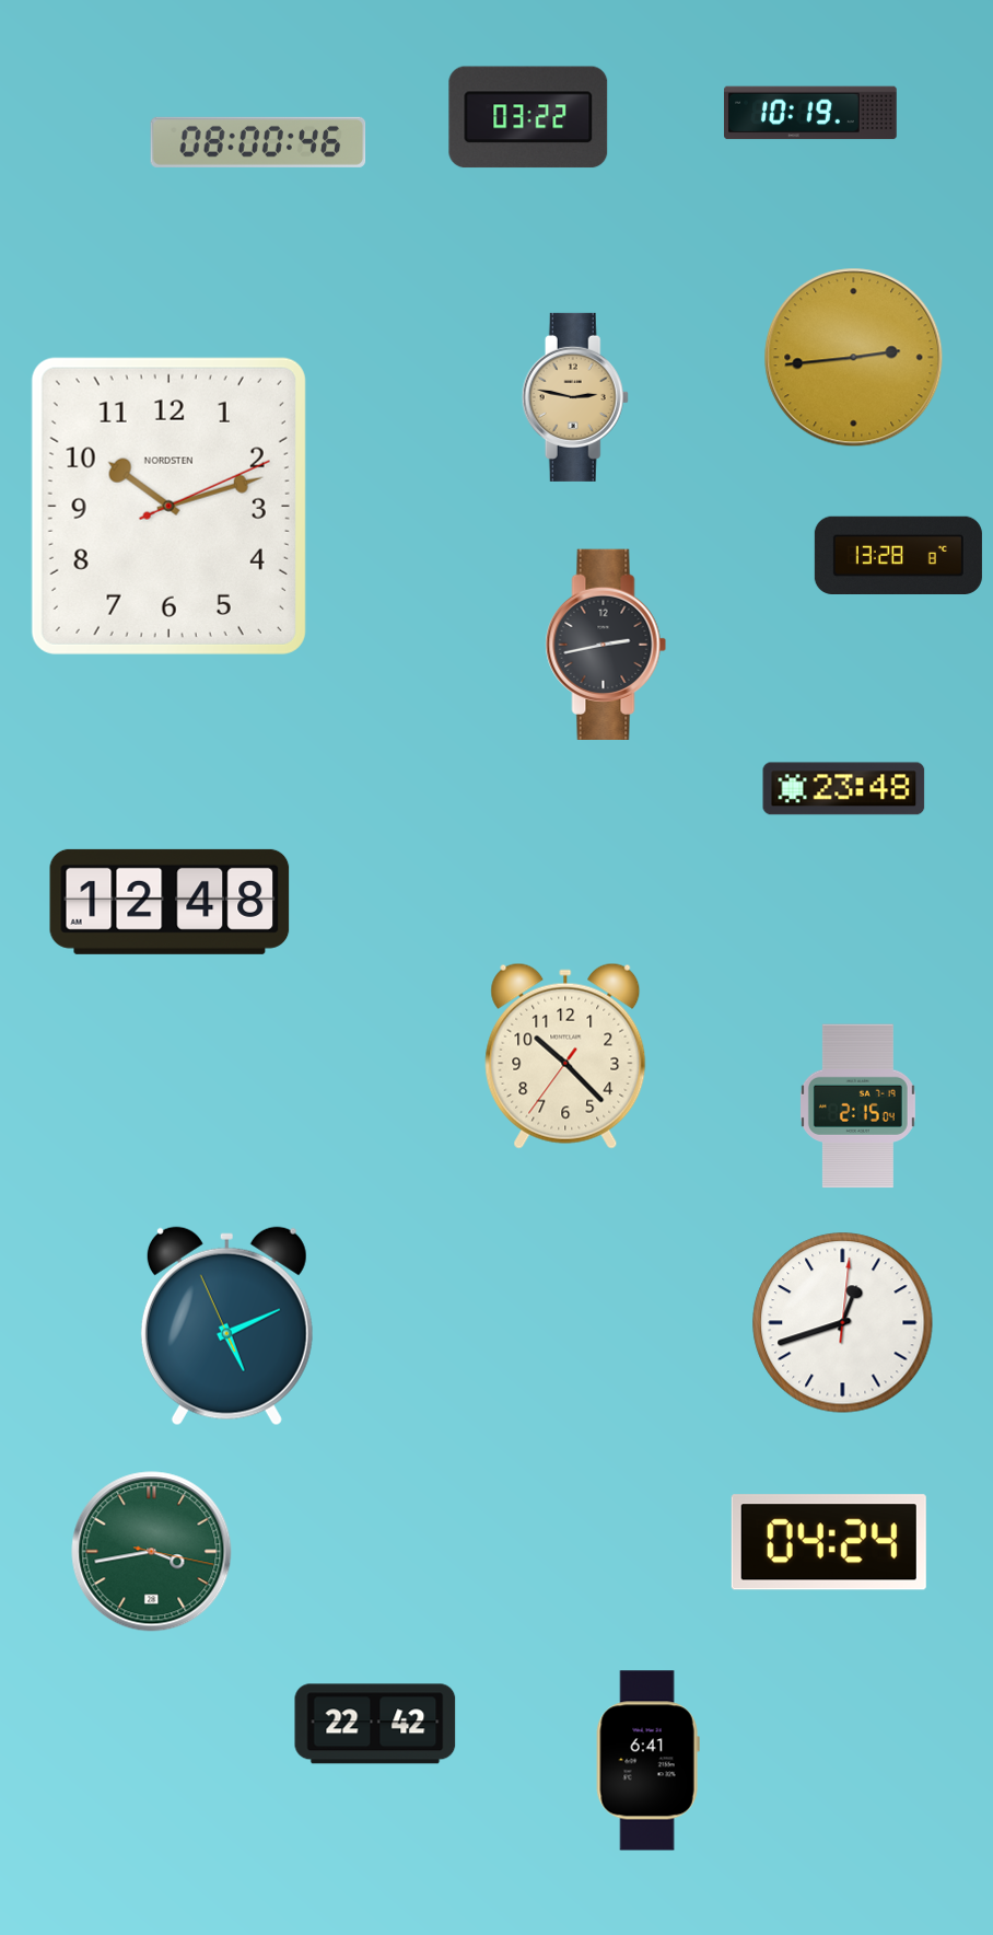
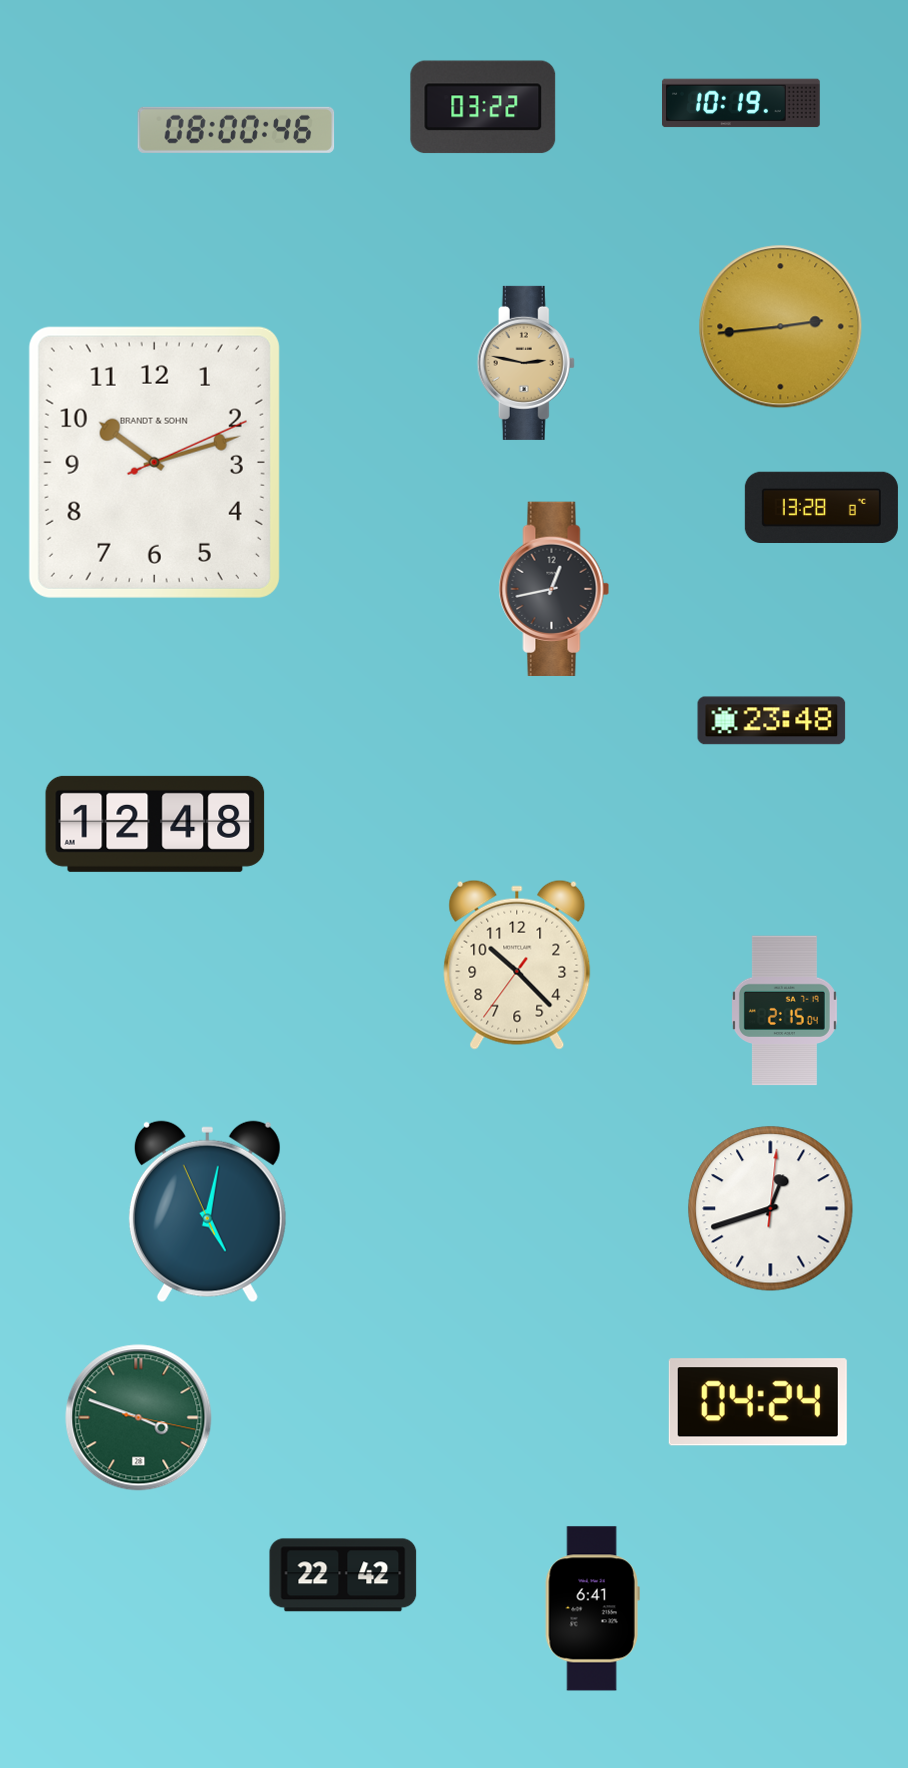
clock at (168, 506) brand: NORDSTEN -> BRANDT & SOHN
clock at (606, 644): 2:43 -> 12:43
clock at (226, 1326): 5:10 -> 5:01
clock at (829, 1542) position: (829, 1542) -> (758, 1402)
clock at (152, 1552): 3:43 -> 3:48
